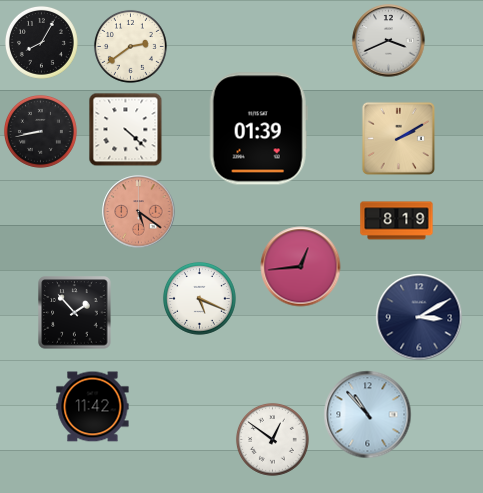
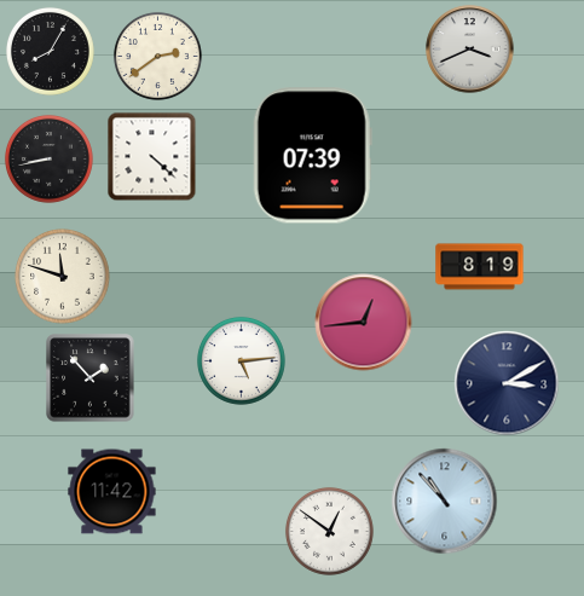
clock at (258, 129): 01:39 -> 07:39
clock at (398, 138): 2:10 -> none
clock at (139, 212): 5:21 -> none
clock at (63, 277): none -> 11:48
clock at (199, 298): 5:19 -> 5:14
